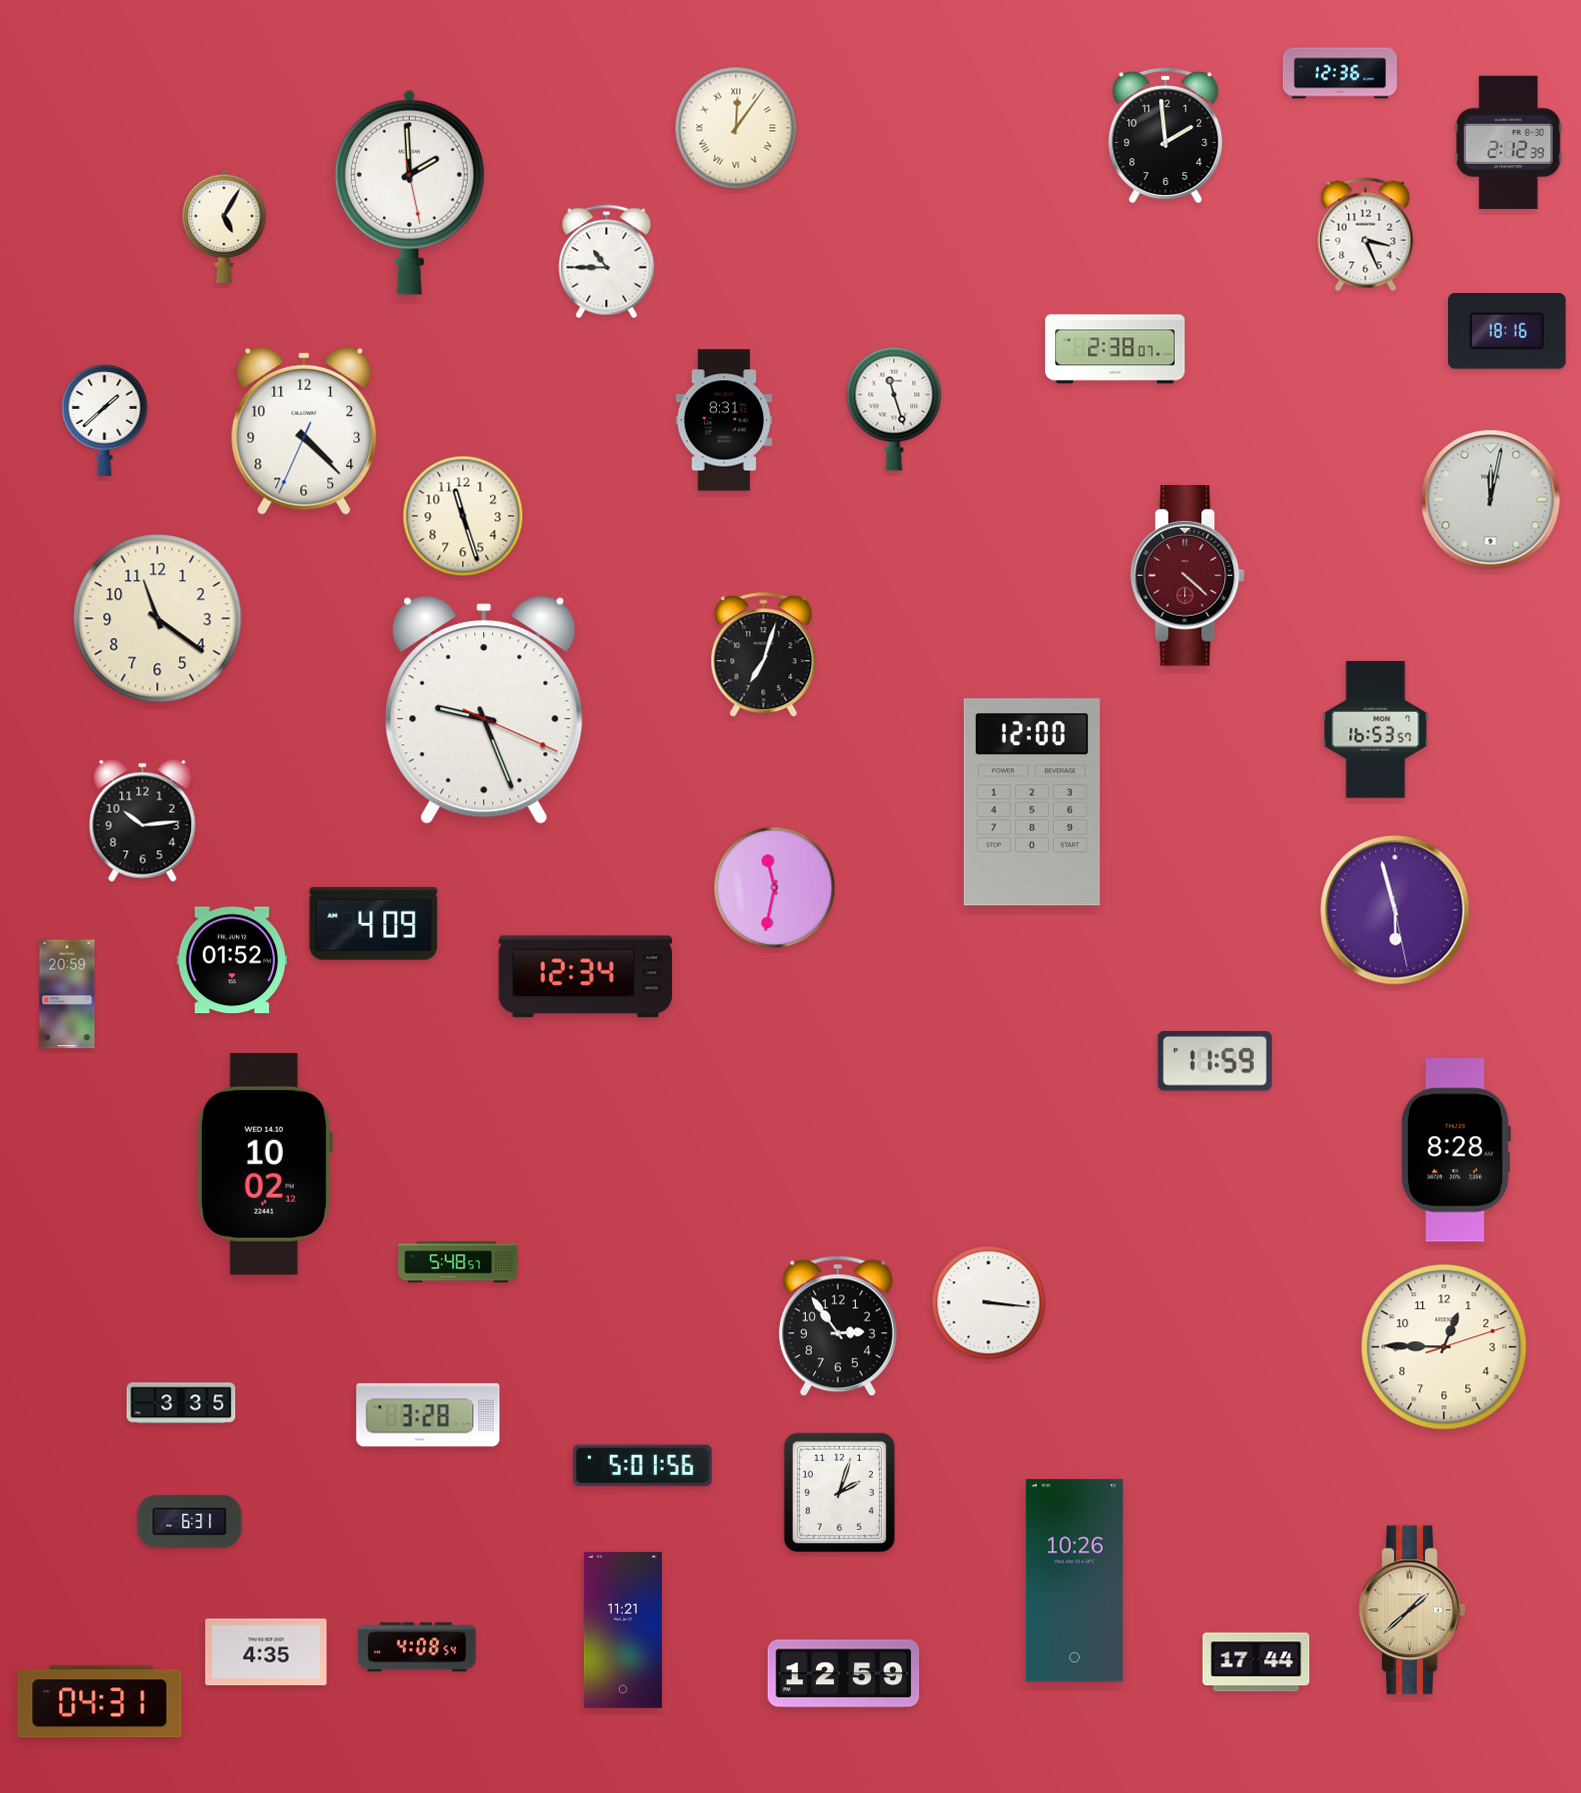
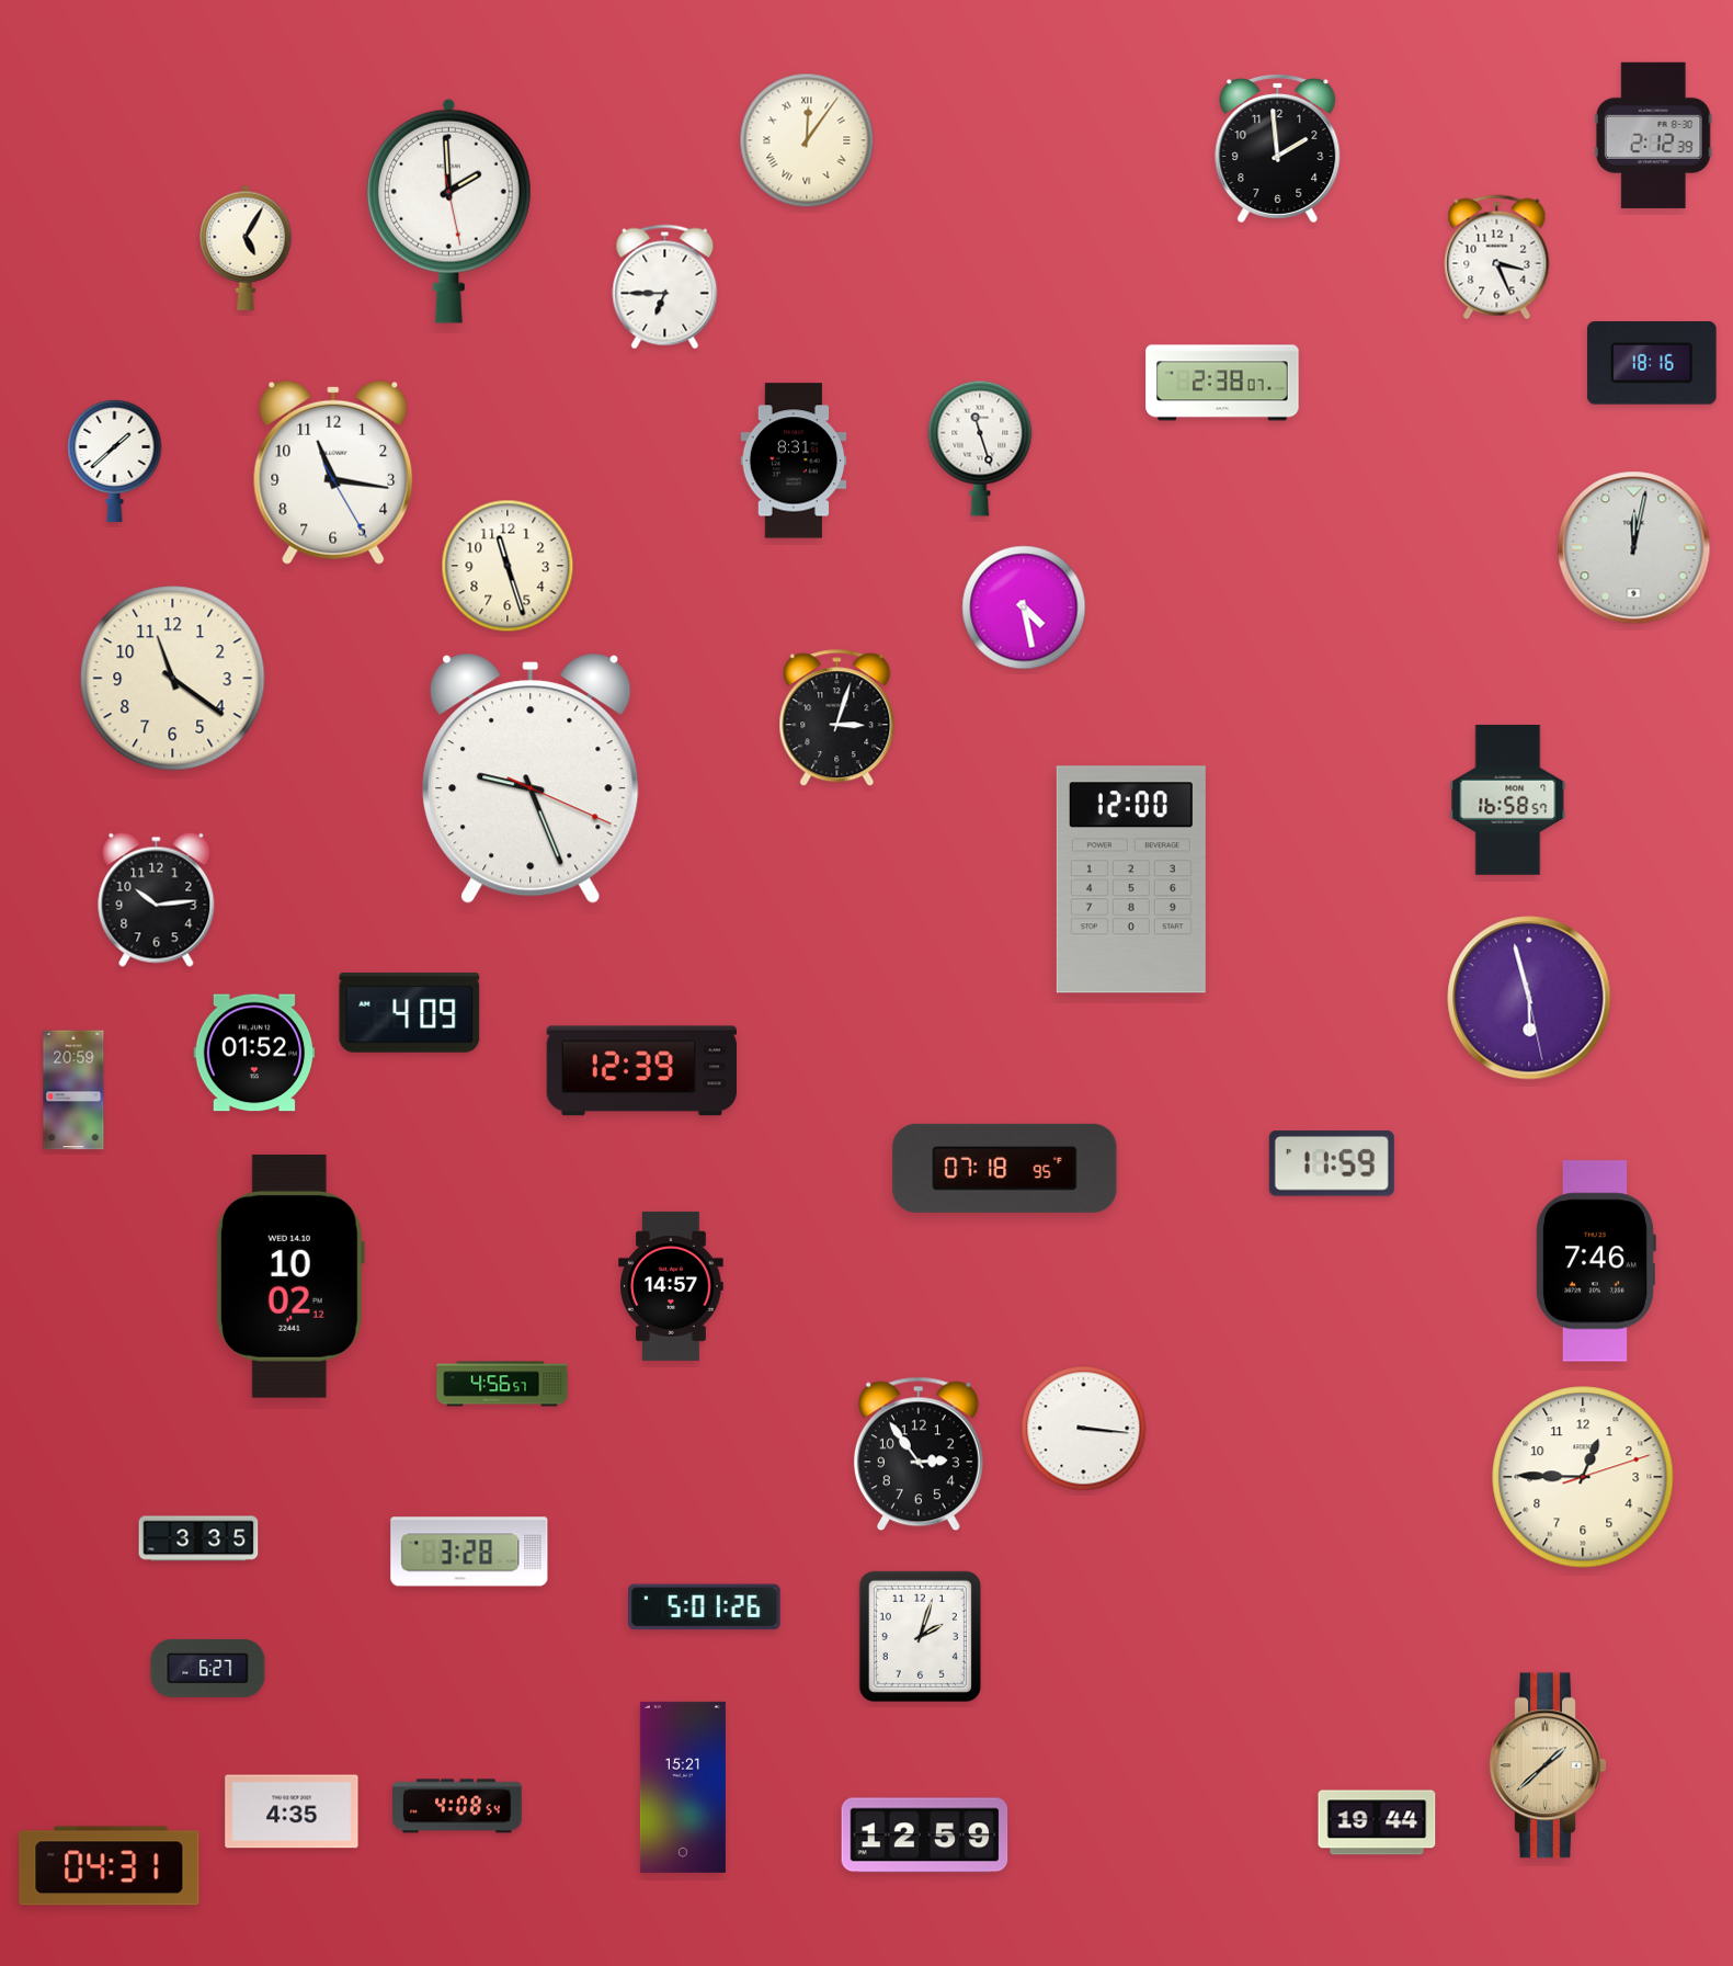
clock at (1340, 73): 12:36 -> none
clock at (1508, 142) position: (1508, 142) -> (1653, 135)
clock at (607, 262): 10:45 -> 6:45
clock at (304, 431): 4:22 -> 11:16
clock at (1024, 607): none -> 4:28
clock at (1188, 576): 4:22 -> none
clock at (764, 655): 7:03 -> 3:03
clock at (1376, 729): 16:53 -> 16:58
clock at (775, 888): 11:32 -> none
clock at (585, 977): 12:34 -> 12:39
clock at (1005, 1168): none -> 07:18
clock at (1455, 1150): 8:28 -> 7:46
clock at (671, 1286): none -> 14:57
clock at (458, 1262): 5:48 -> 4:56
clock at (643, 1466): 5:01:56 -> 5:01:26
clock at (190, 1521): 6:31 -> 6:27
clock at (1074, 1581): 10:26 -> none
clock at (623, 1630): 11:21 -> 15:21
clock at (1256, 1662): 17:44 -> 19:44
